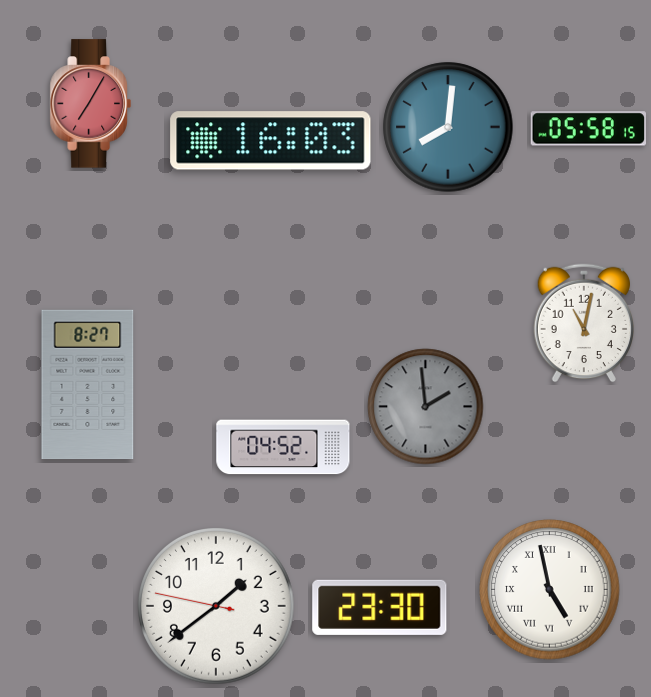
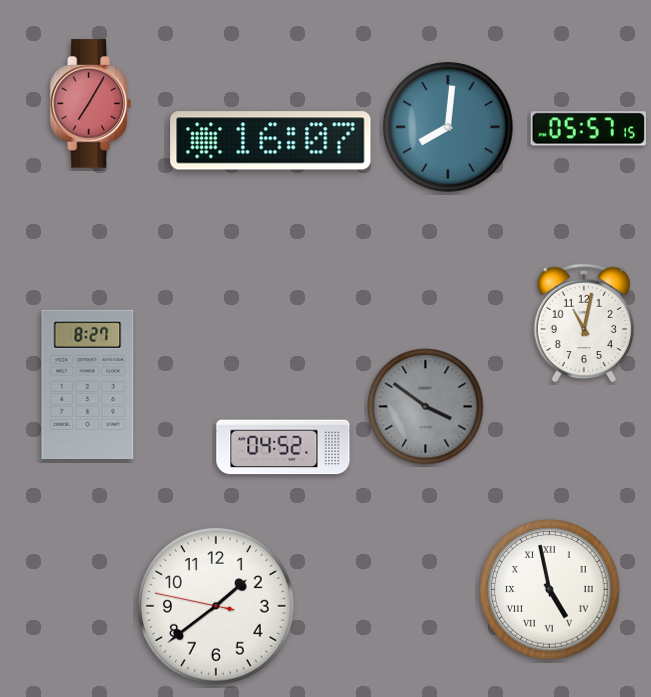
clock at (588, 129): 05:58 -> 05:57
clock at (271, 141): 16:03 -> 16:07
clock at (426, 407): 1:59 -> 3:51
clock at (380, 607): 23:30 -> none
